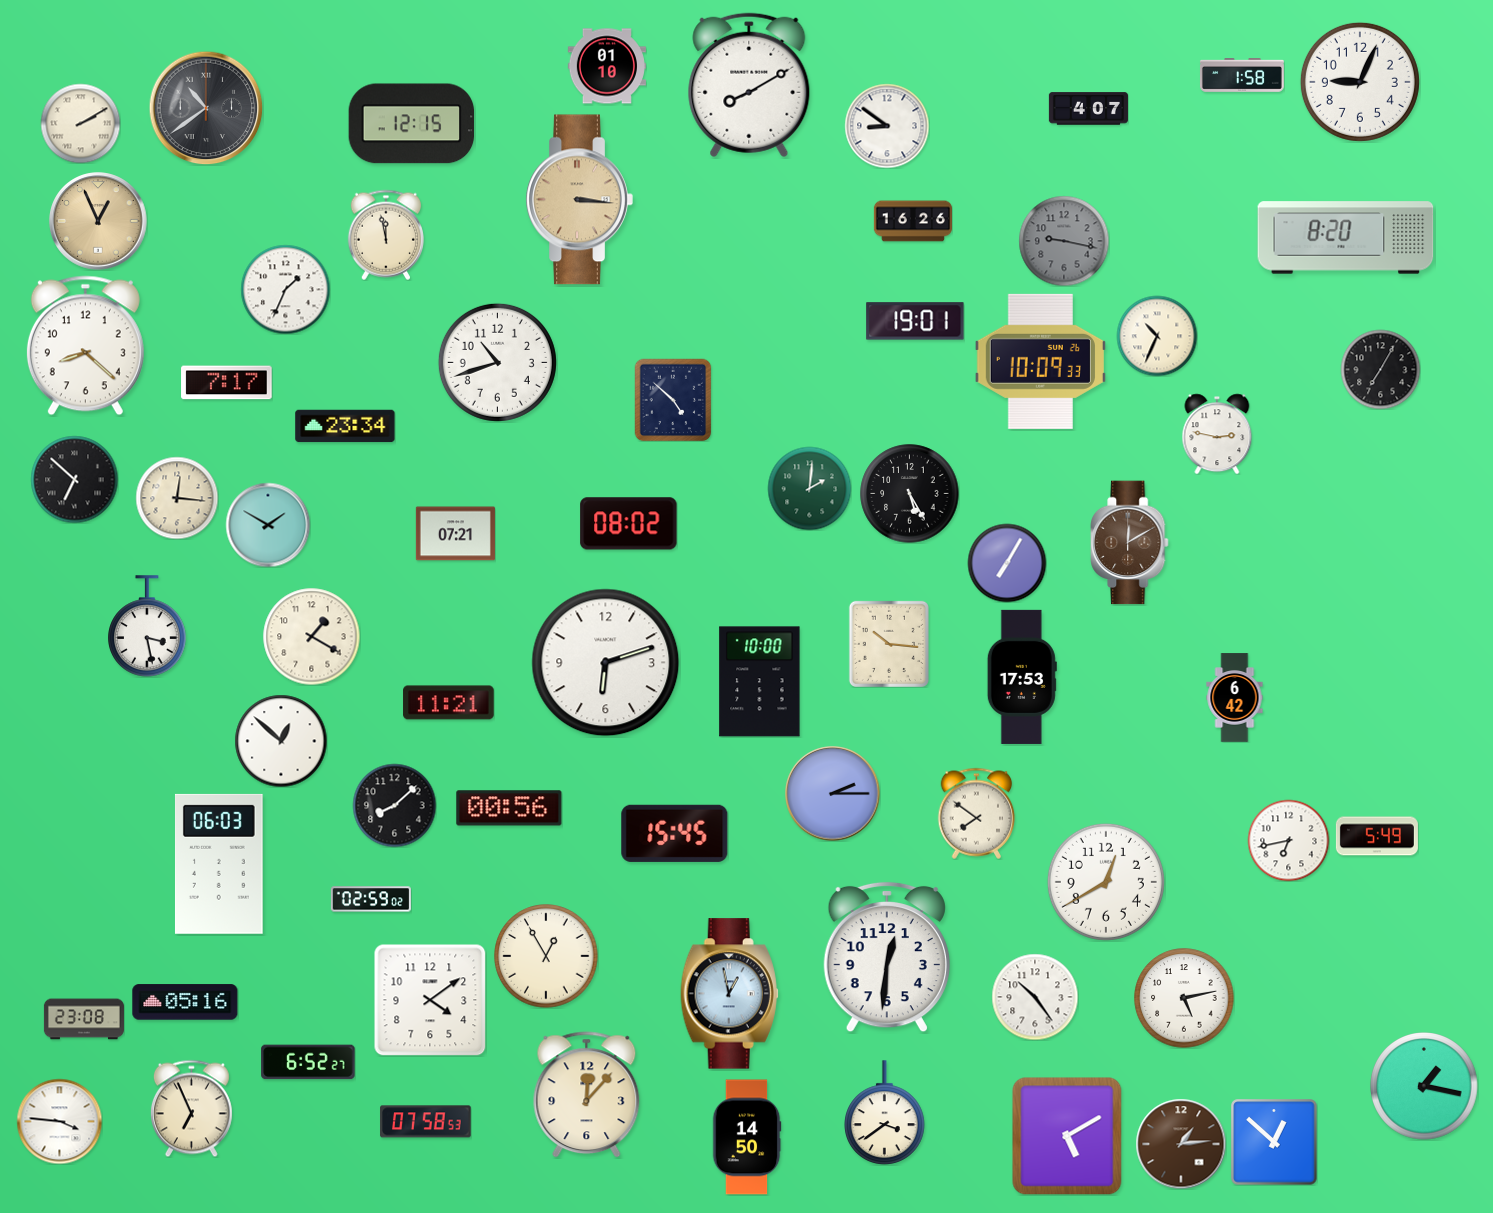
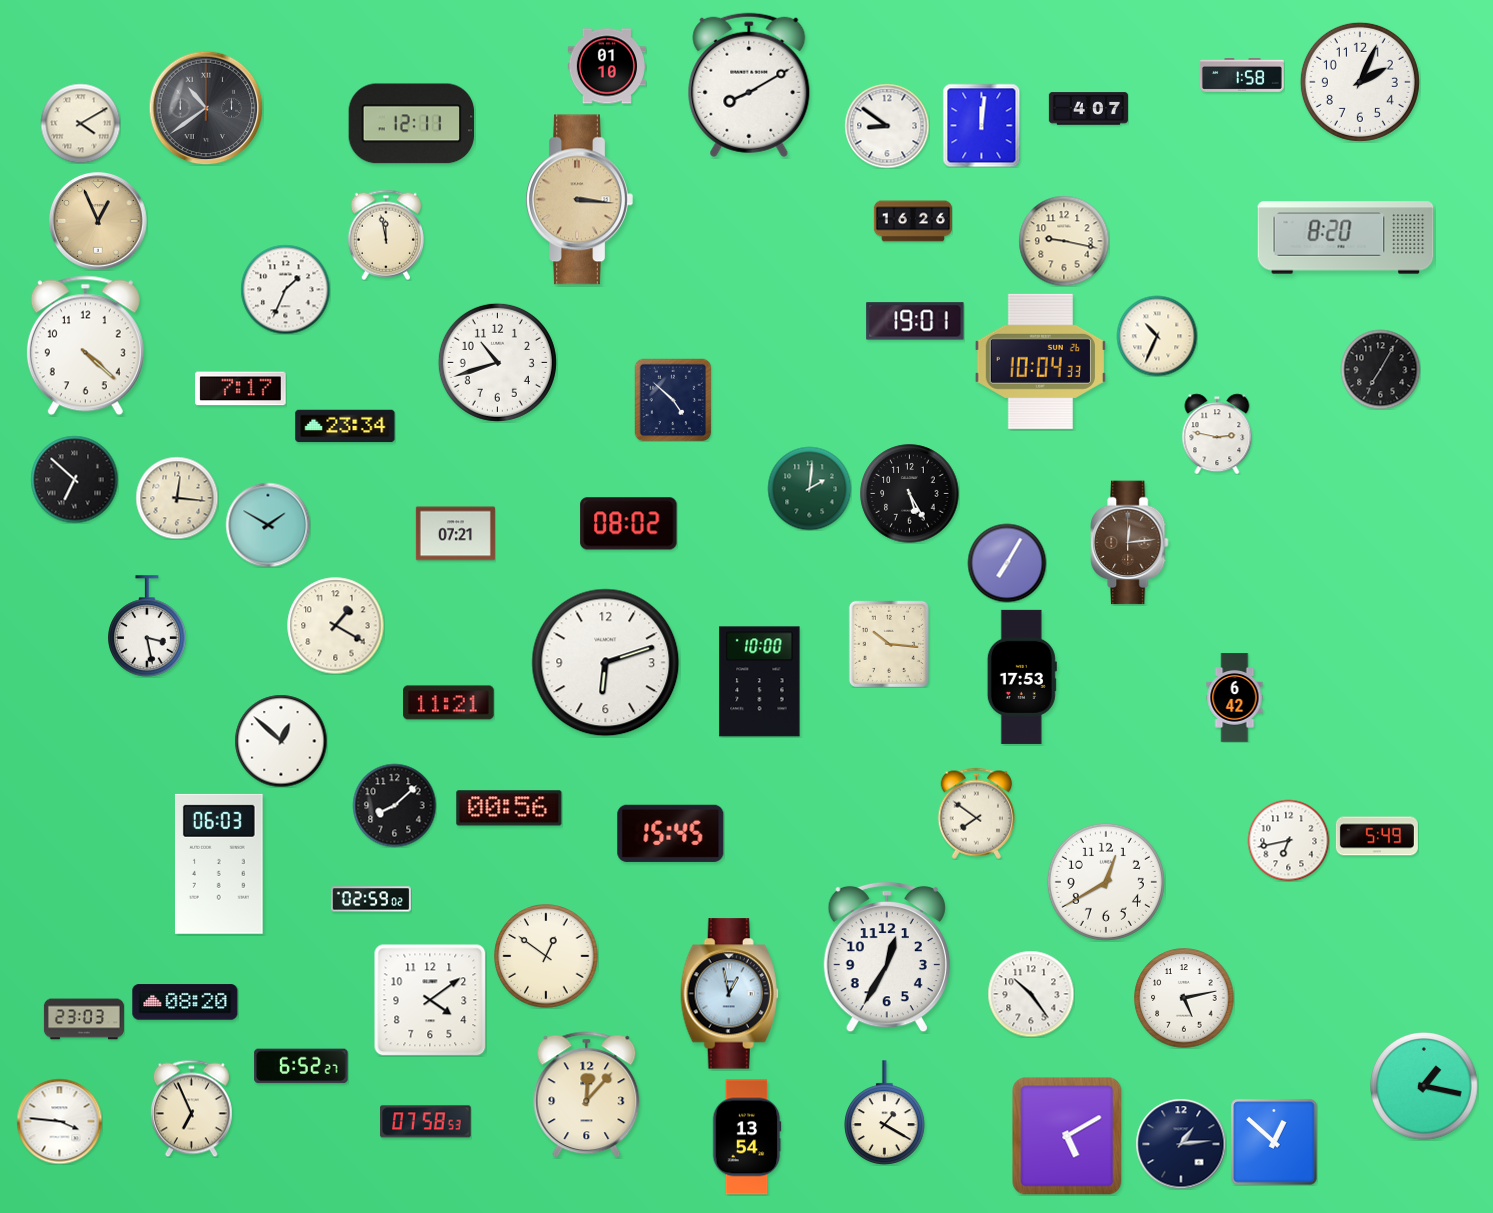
clock at (1360, 82): 9:04 -> 2:04
clock at (80, 123): 2:10 -> 4:10
clock at (412, 124): 12:15 -> 12:11
clock at (982, 125): none -> 12:01
clock at (1064, 241) dial: grey -> cream
clock at (85, 346): 8:22 -> 4:22
clock at (1040, 361): 10:09 -> 10:04
clock at (227, 383) position: (227, 383) -> (241, 389)
clock at (1130, 543): 12:10 -> 12:14
clock at (311, 636) position: (311, 636) -> (335, 625)
clock at (833, 794): 2:15 -> none
clock at (675, 833) position: (675, 833) -> (671, 833)
clock at (546, 956): 12:55 -> 12:51
clock at (887, 957): 12:31 -> 12:35
clock at (1035, 997) position: (1035, 997) -> (1031, 994)
clock at (185, 1002): 05:16 -> 08:20
clock at (84, 1019): 23:08 -> 23:03
clock at (308, 1062) position: (308, 1062) -> (301, 1066)
clock at (885, 1113): 3:39 -> 1:20
clock at (747, 1137): 14:50 -> 13:54
clock at (1181, 1144) dial: brown -> navy
